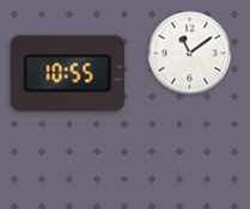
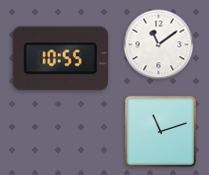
clock at (67, 74) position: (67, 74) -> (60, 59)
clock at (160, 131): none -> 11:12
